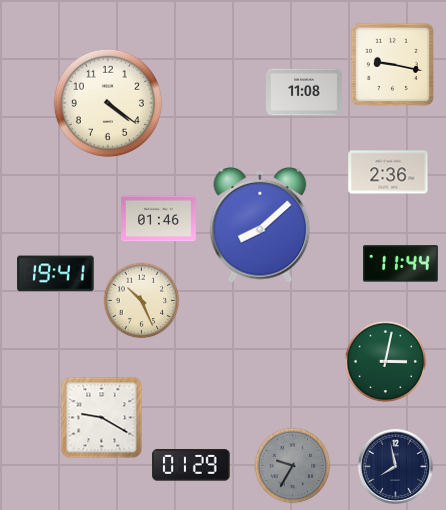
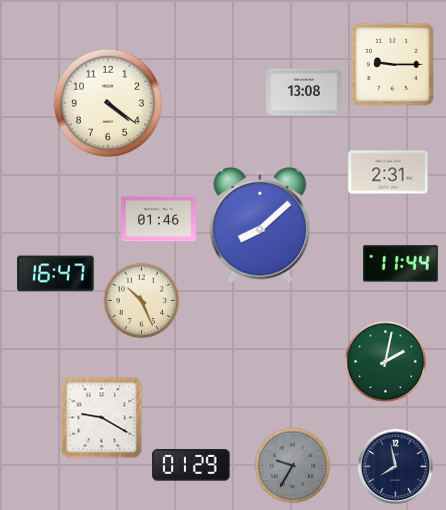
clock at (392, 64): 9:17 -> 9:15
clock at (304, 92): 11:08 -> 13:08
clock at (388, 172): 2:36 -> 2:31
clock at (56, 274): 19:41 -> 16:47
clock at (386, 362): 3:02 -> 2:02
